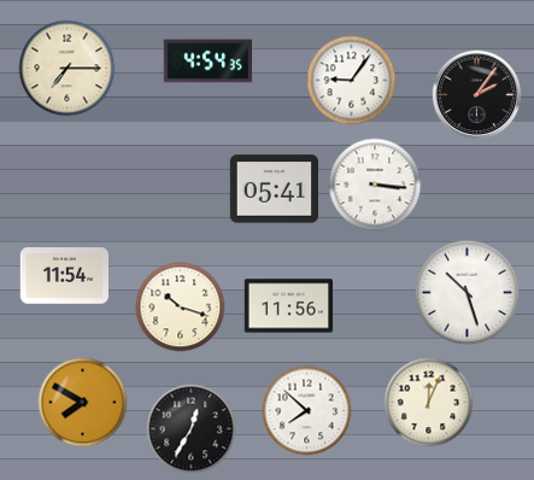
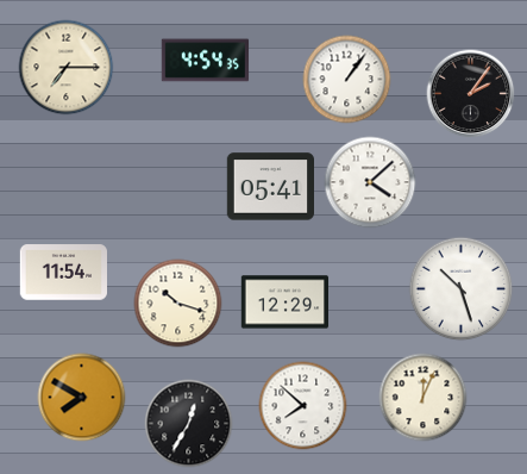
clock at (352, 81): 9:06 -> 1:06
clock at (375, 185): 3:16 -> 4:08
clock at (289, 306): 11:56 -> 12:29
